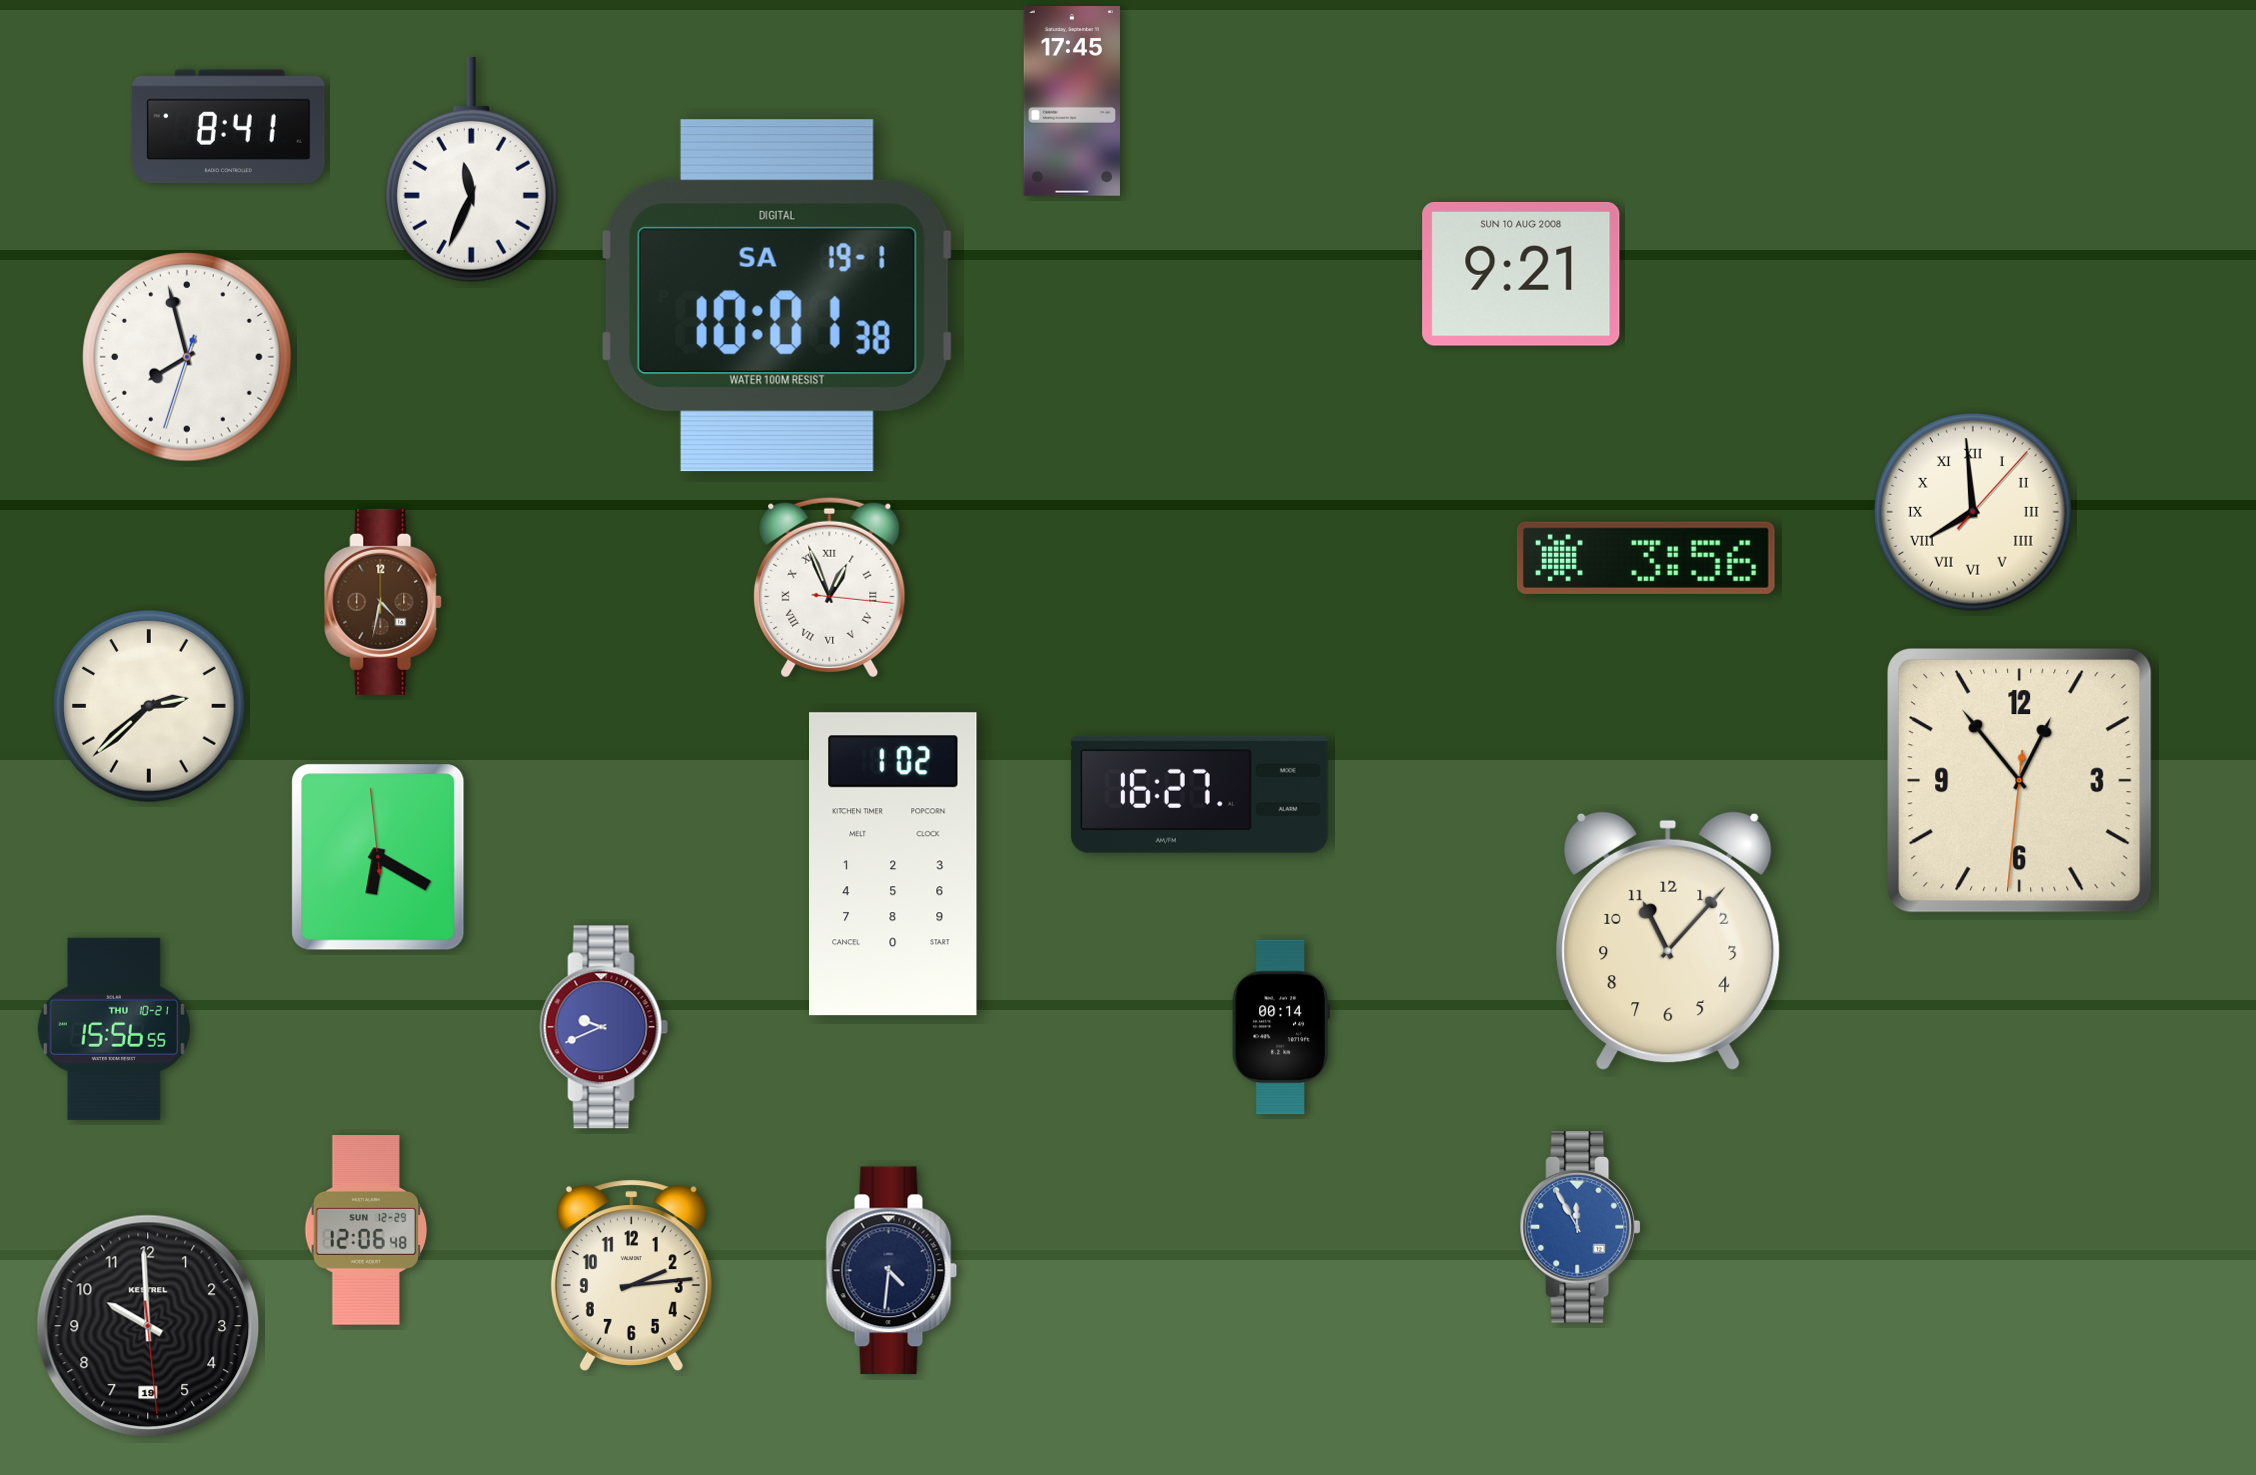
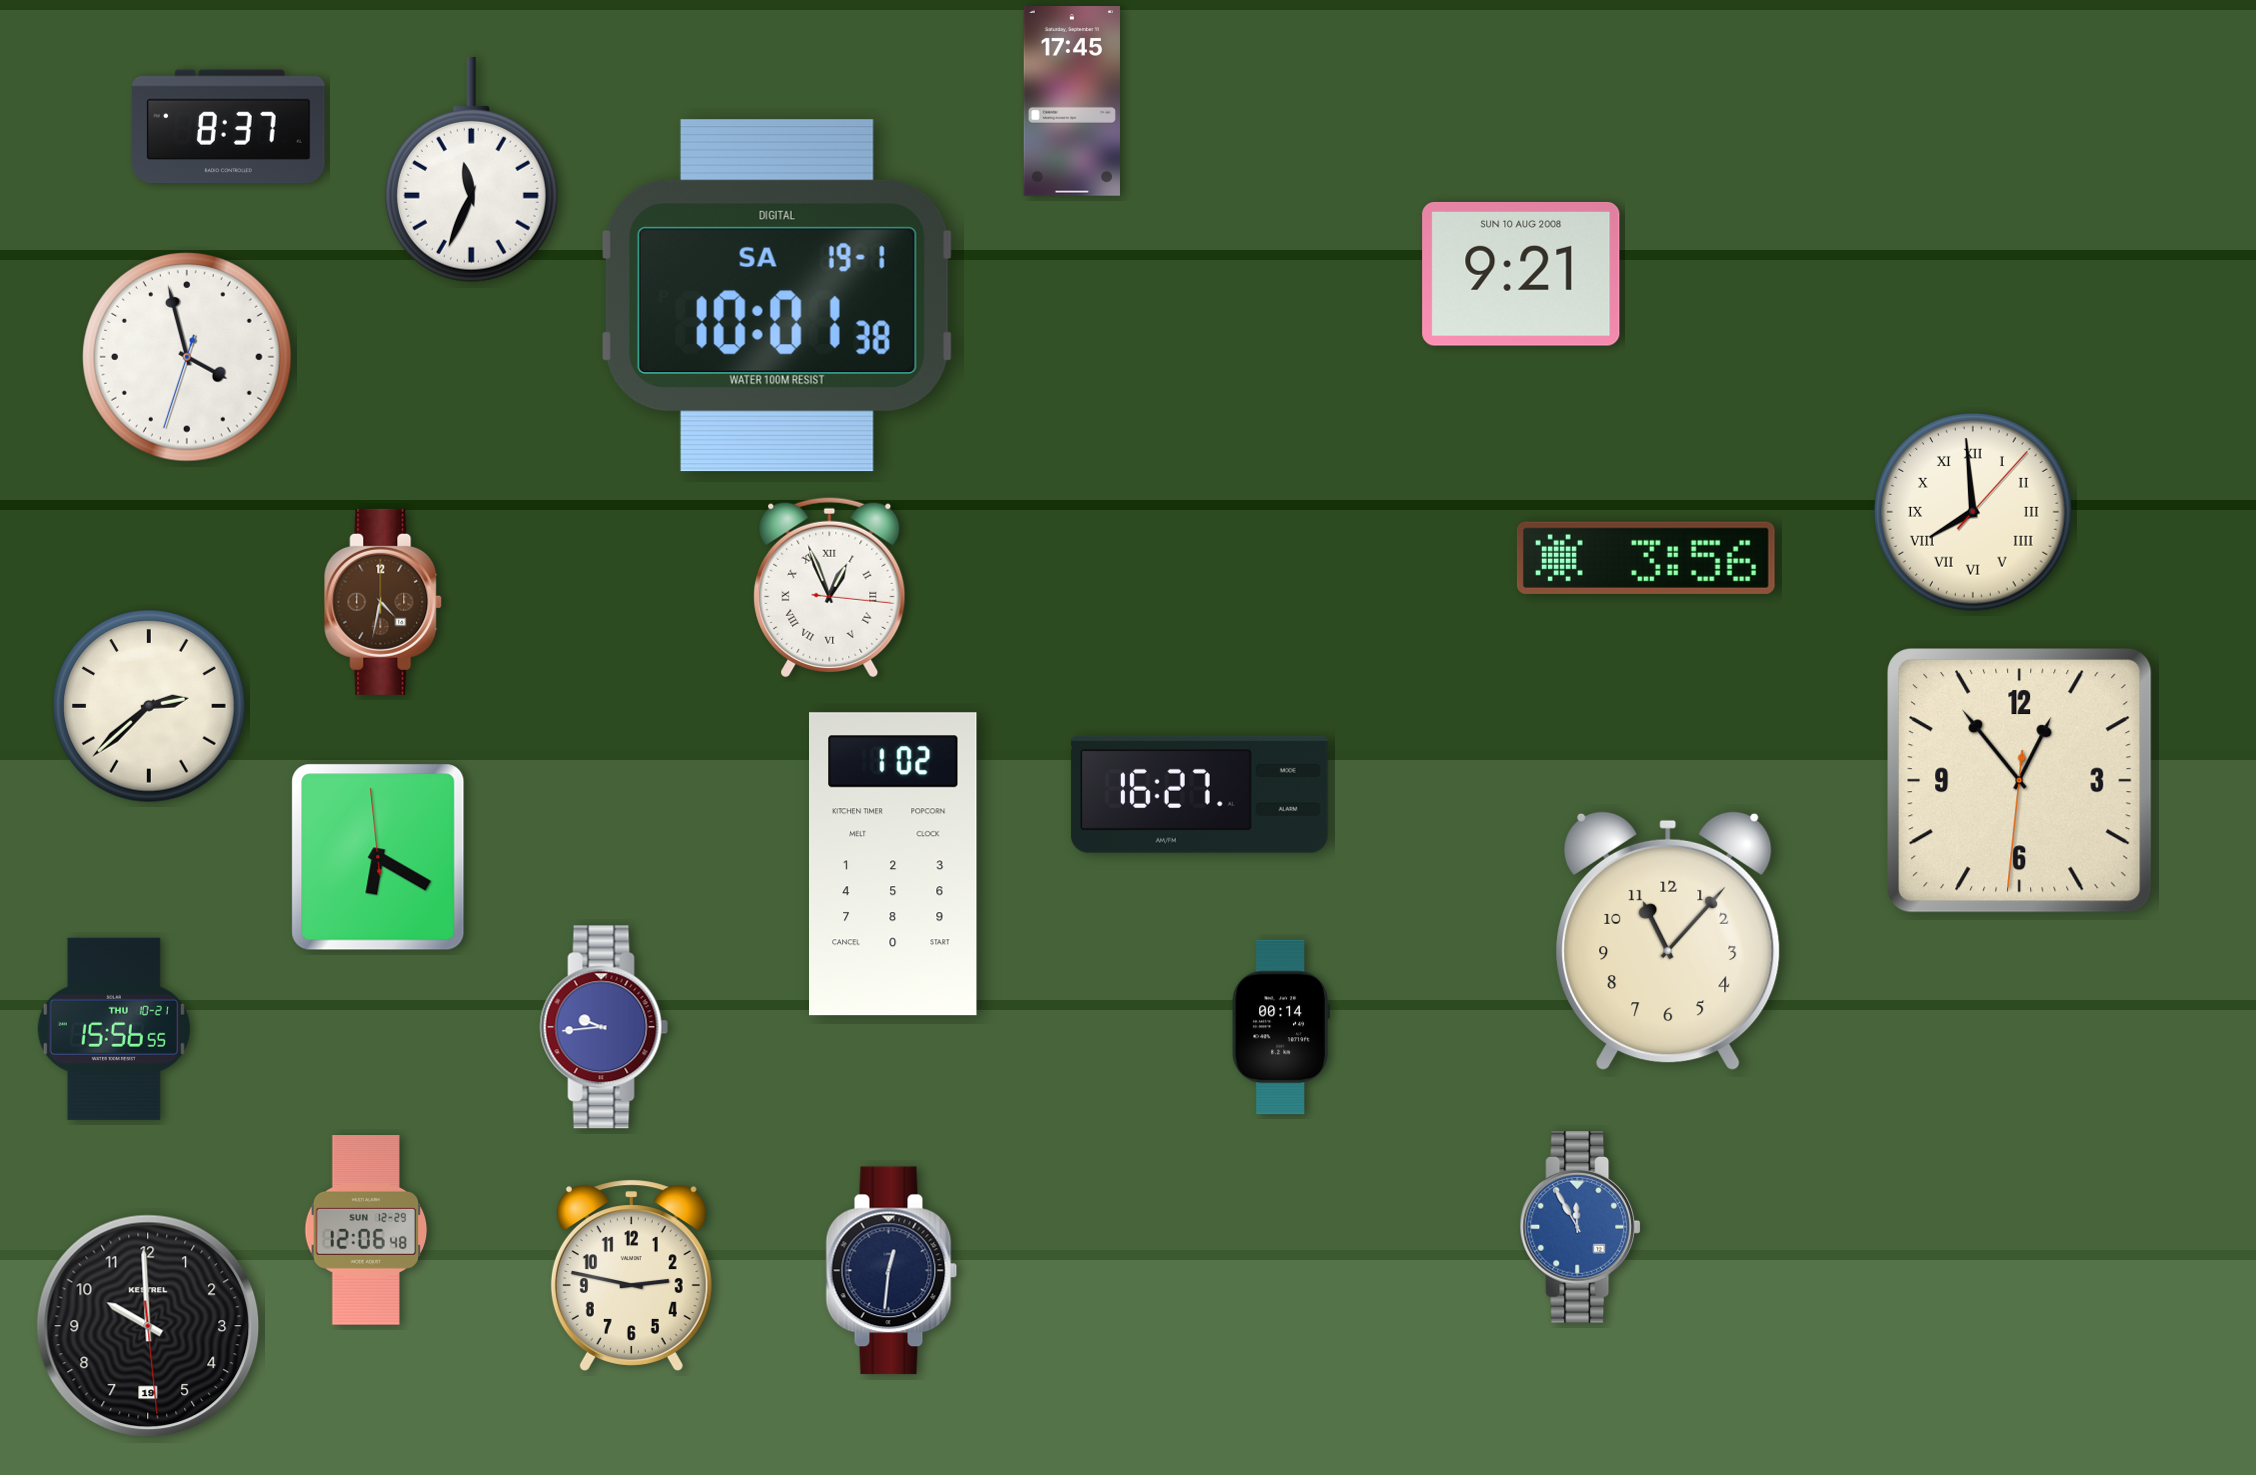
clock at (229, 127): 8:41 -> 8:37
clock at (188, 358): 7:57 -> 3:57
clock at (604, 1027): 9:41 -> 9:44
clock at (892, 1271): 4:31 -> 12:31
clock at (631, 1275): 2:14 -> 2:47
